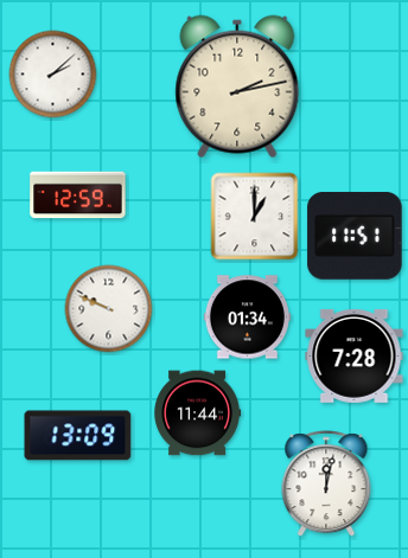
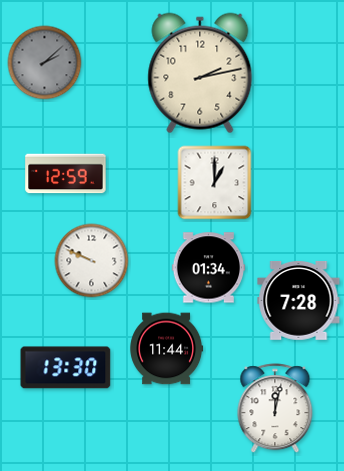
clock at (53, 75) dial: white -> grey
clock at (78, 195) position: (78, 195) -> (66, 174)
clock at (355, 236): 11:51 -> none
clock at (78, 436): 13:09 -> 13:30
